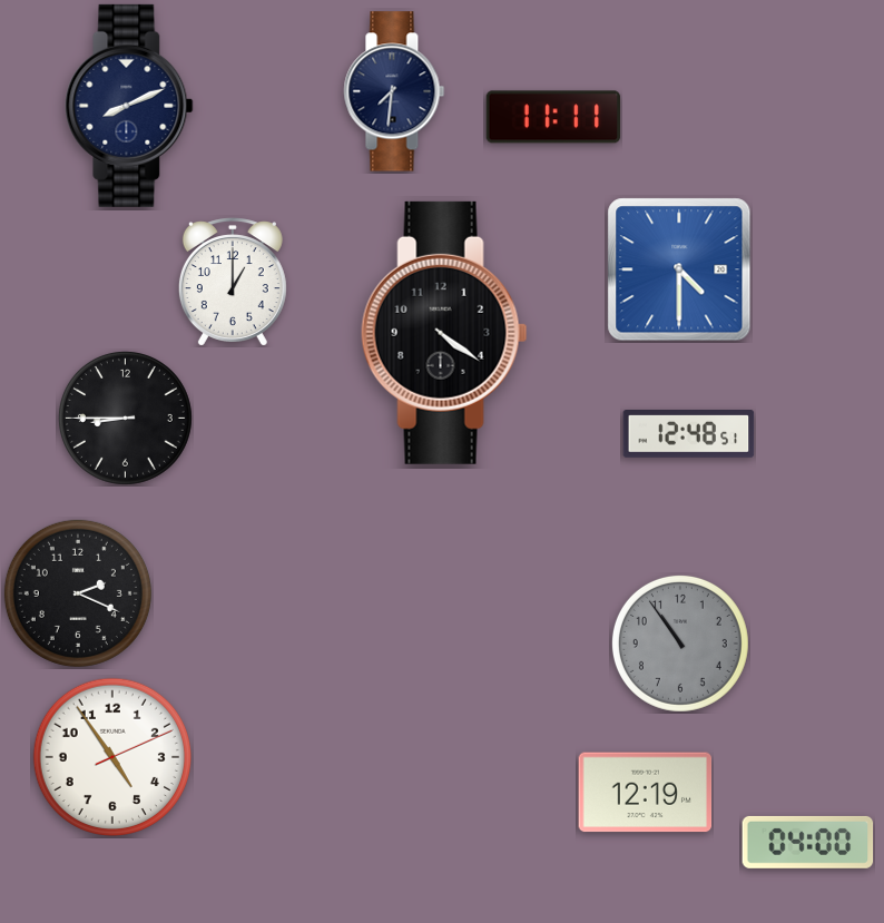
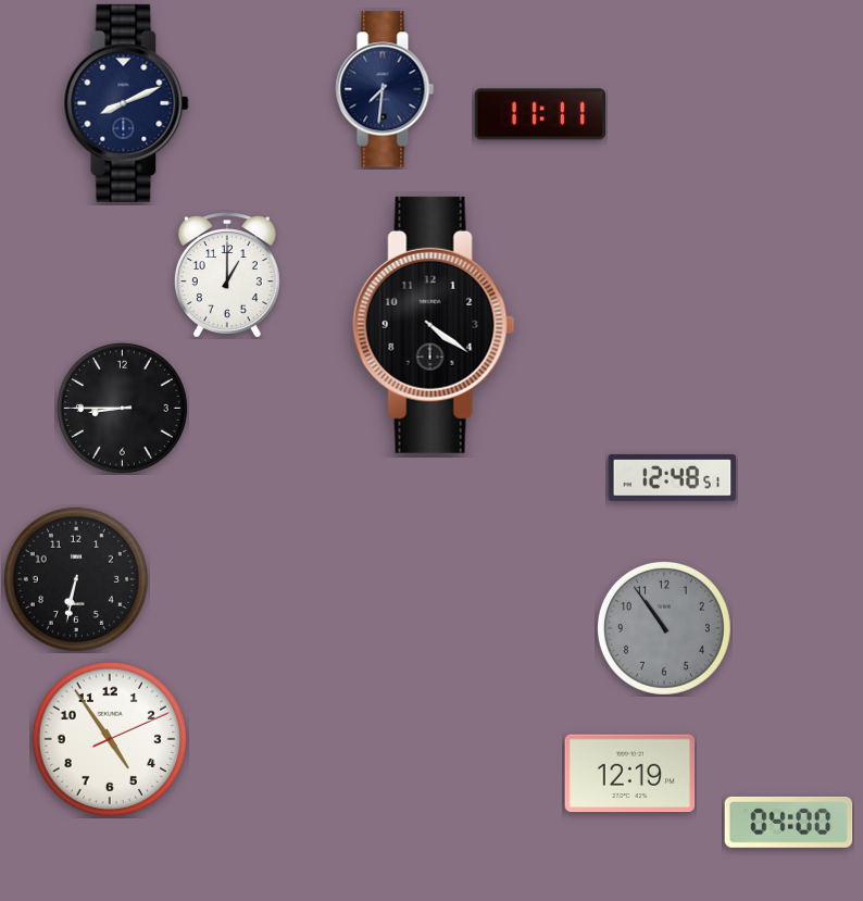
clock at (679, 269): 4:30 -> none
clock at (689, 434) position: (689, 434) -> (673, 478)
clock at (78, 593): 2:19 -> 6:32
